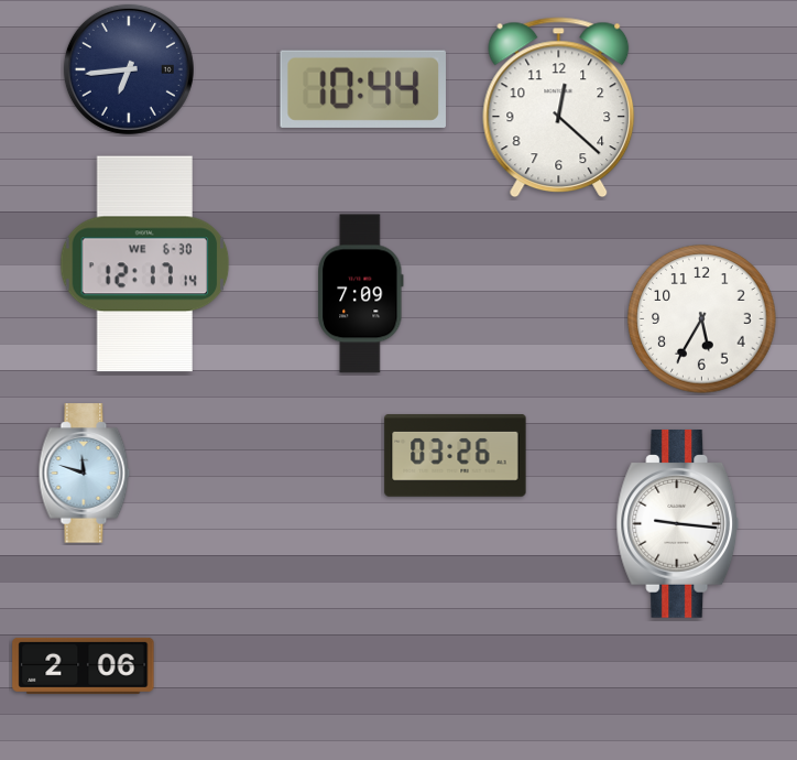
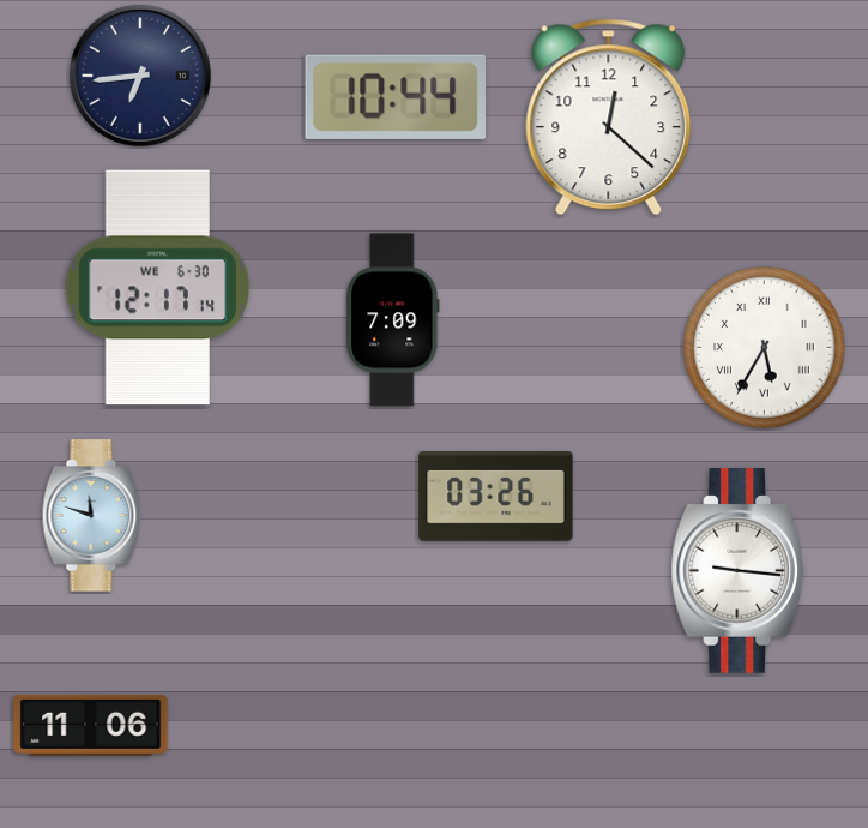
clock at (702, 319) numerals: Arabic -> Roman
clock at (84, 665): 2:06 -> 11:06
